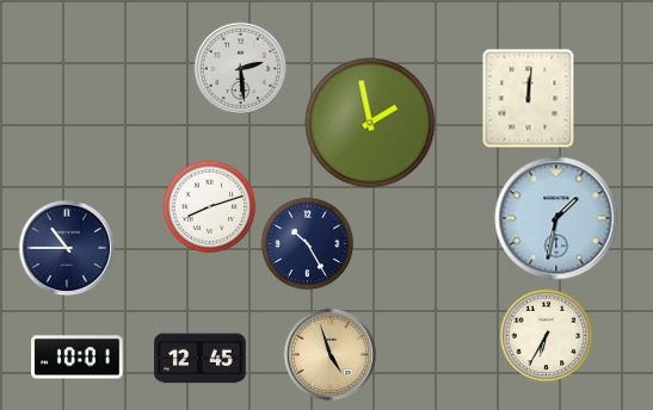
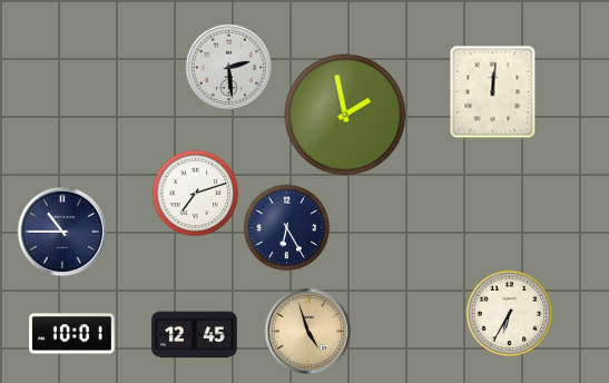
clock at (240, 68) position: (240, 68) -> (228, 67)
clock at (209, 206): 8:12 -> 7:12
clock at (556, 218): 1:32 -> none
clock at (307, 243): 10:25 -> 6:25
clock at (201, 359) position: (201, 359) -> (195, 335)
